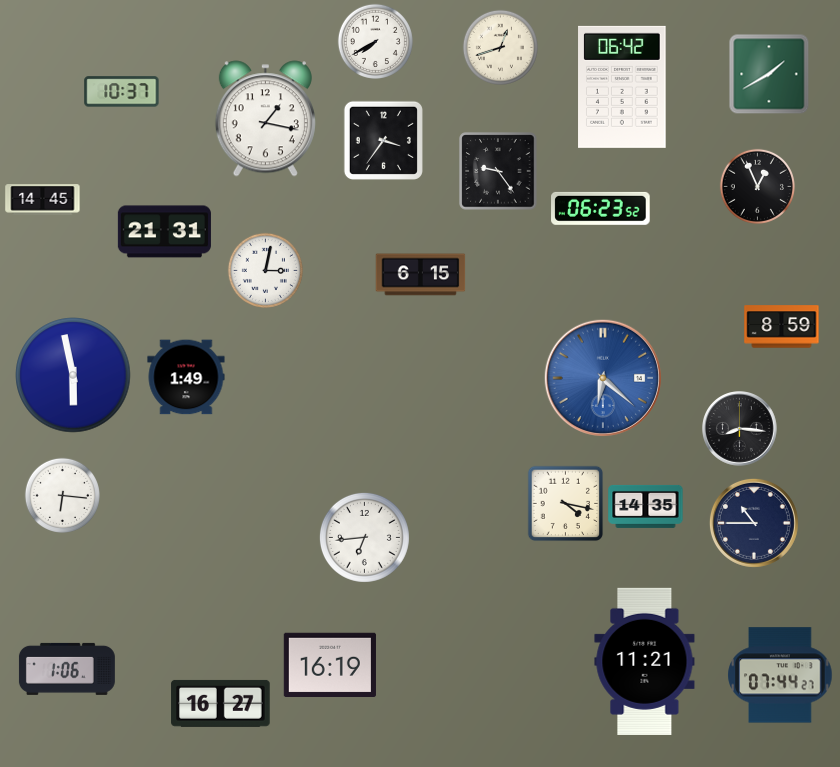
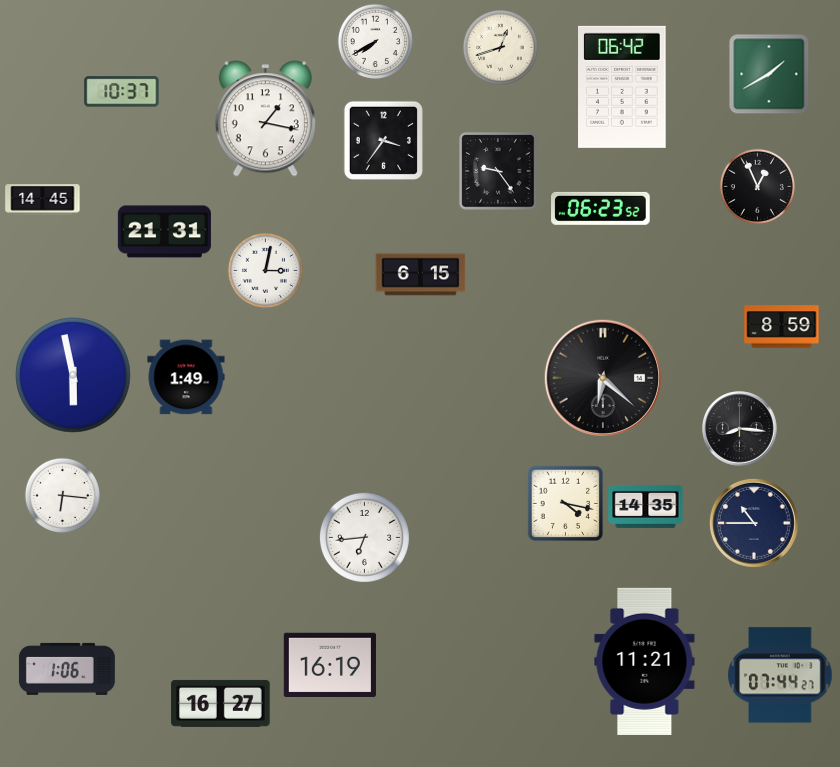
clock at (602, 377) dial: blue -> black
